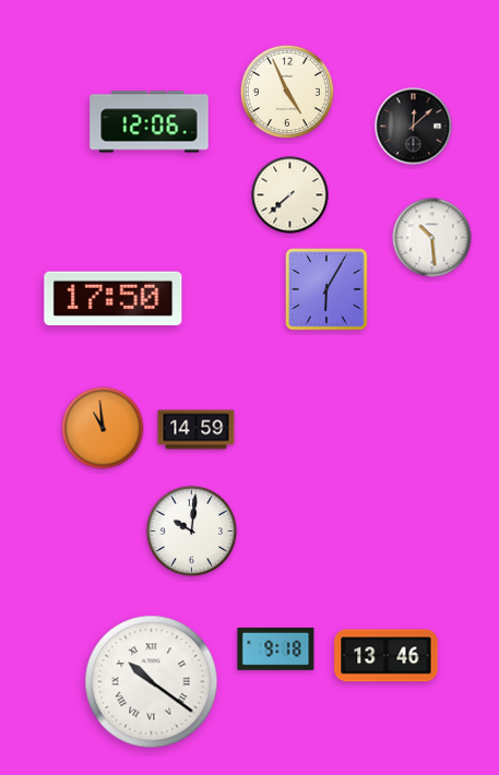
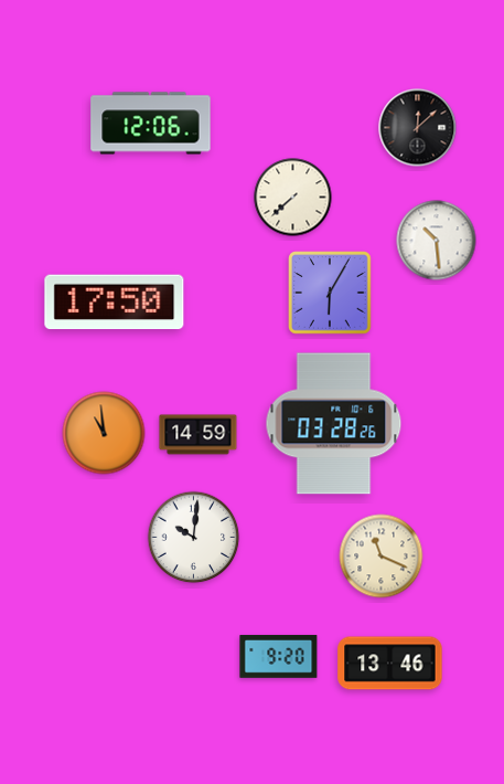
clock at (286, 91): 4:56 -> none
clock at (334, 424): none -> 03:28
clock at (382, 557): none -> 11:19
clock at (276, 648): 9:18 -> 9:20
clock at (152, 682): 10:21 -> none
